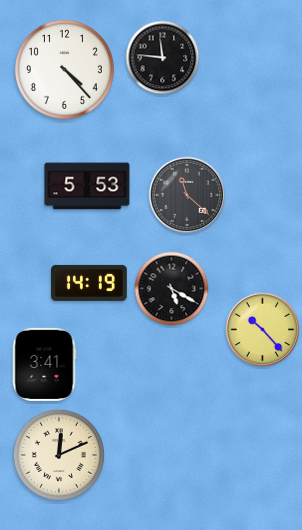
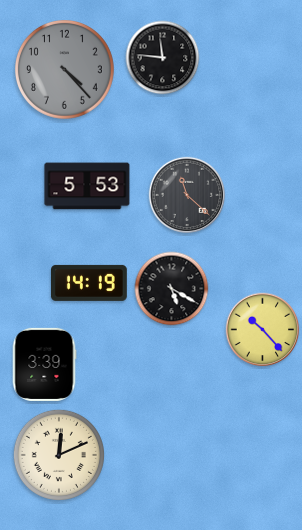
clock at (65, 70) dial: white -> grey
clock at (44, 364): 3:41 -> 3:39
